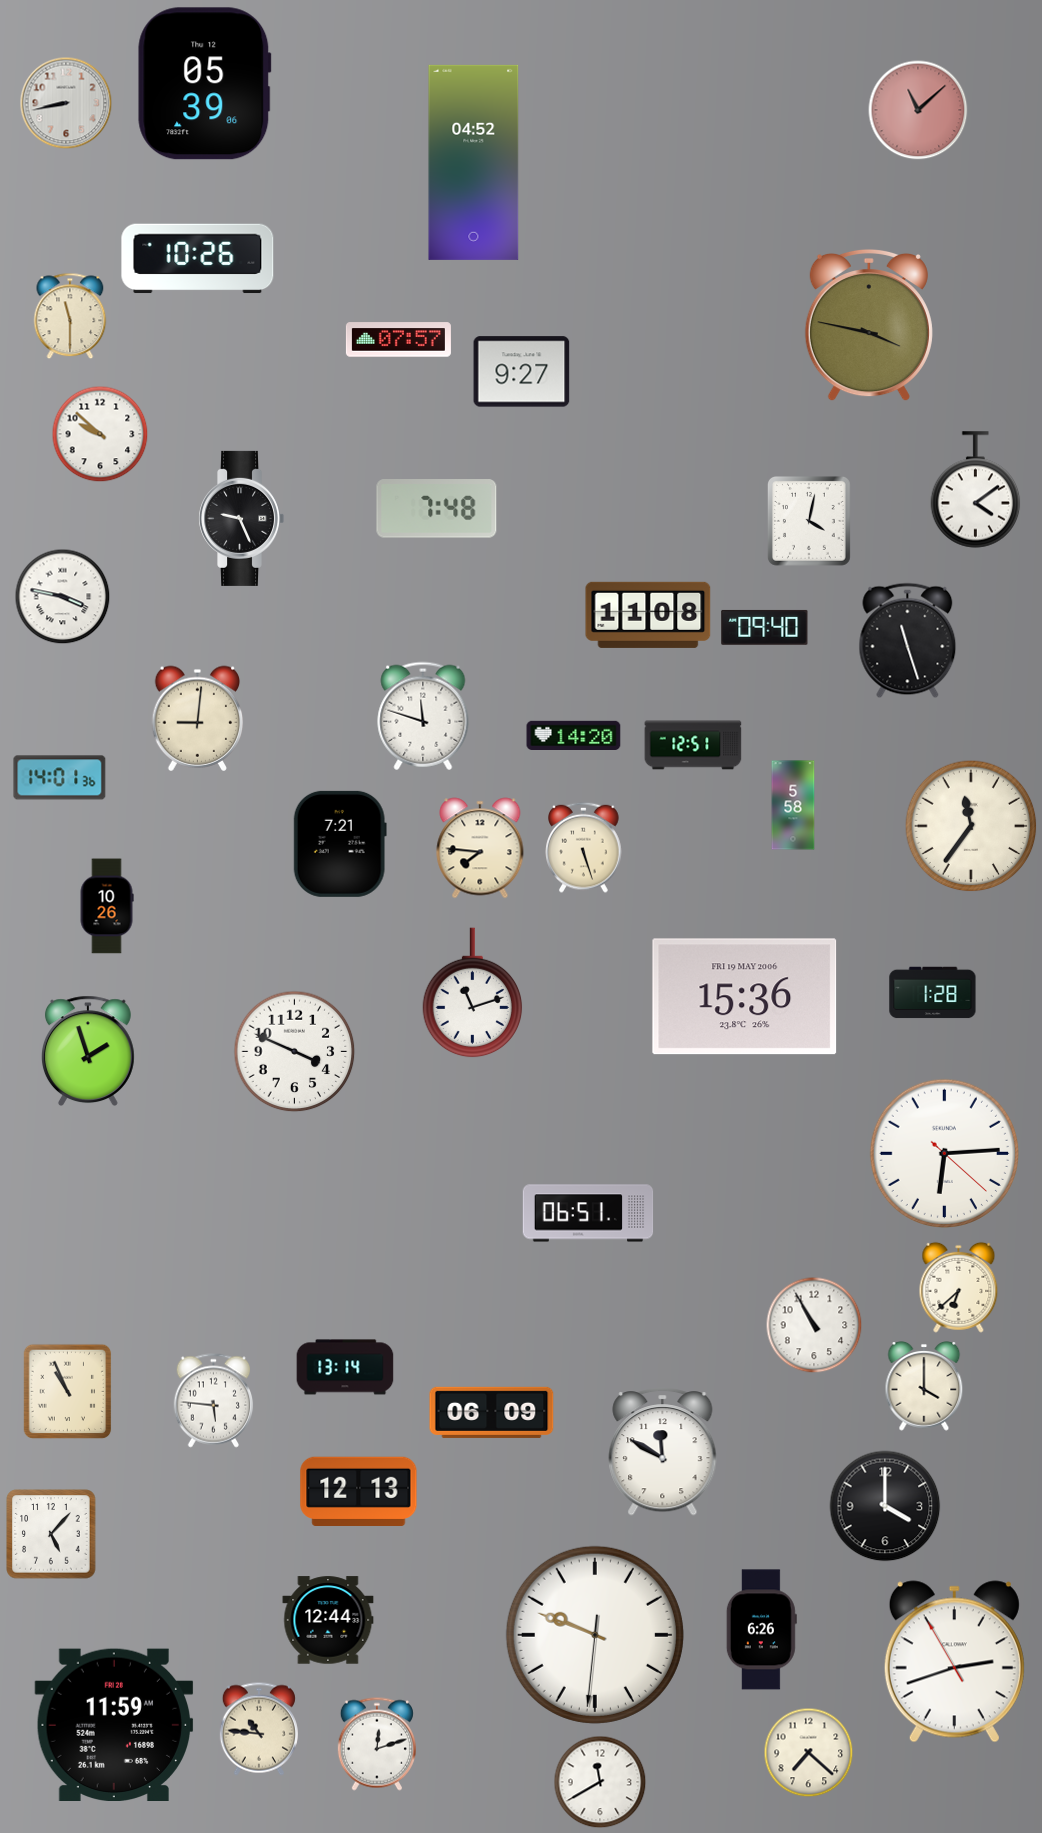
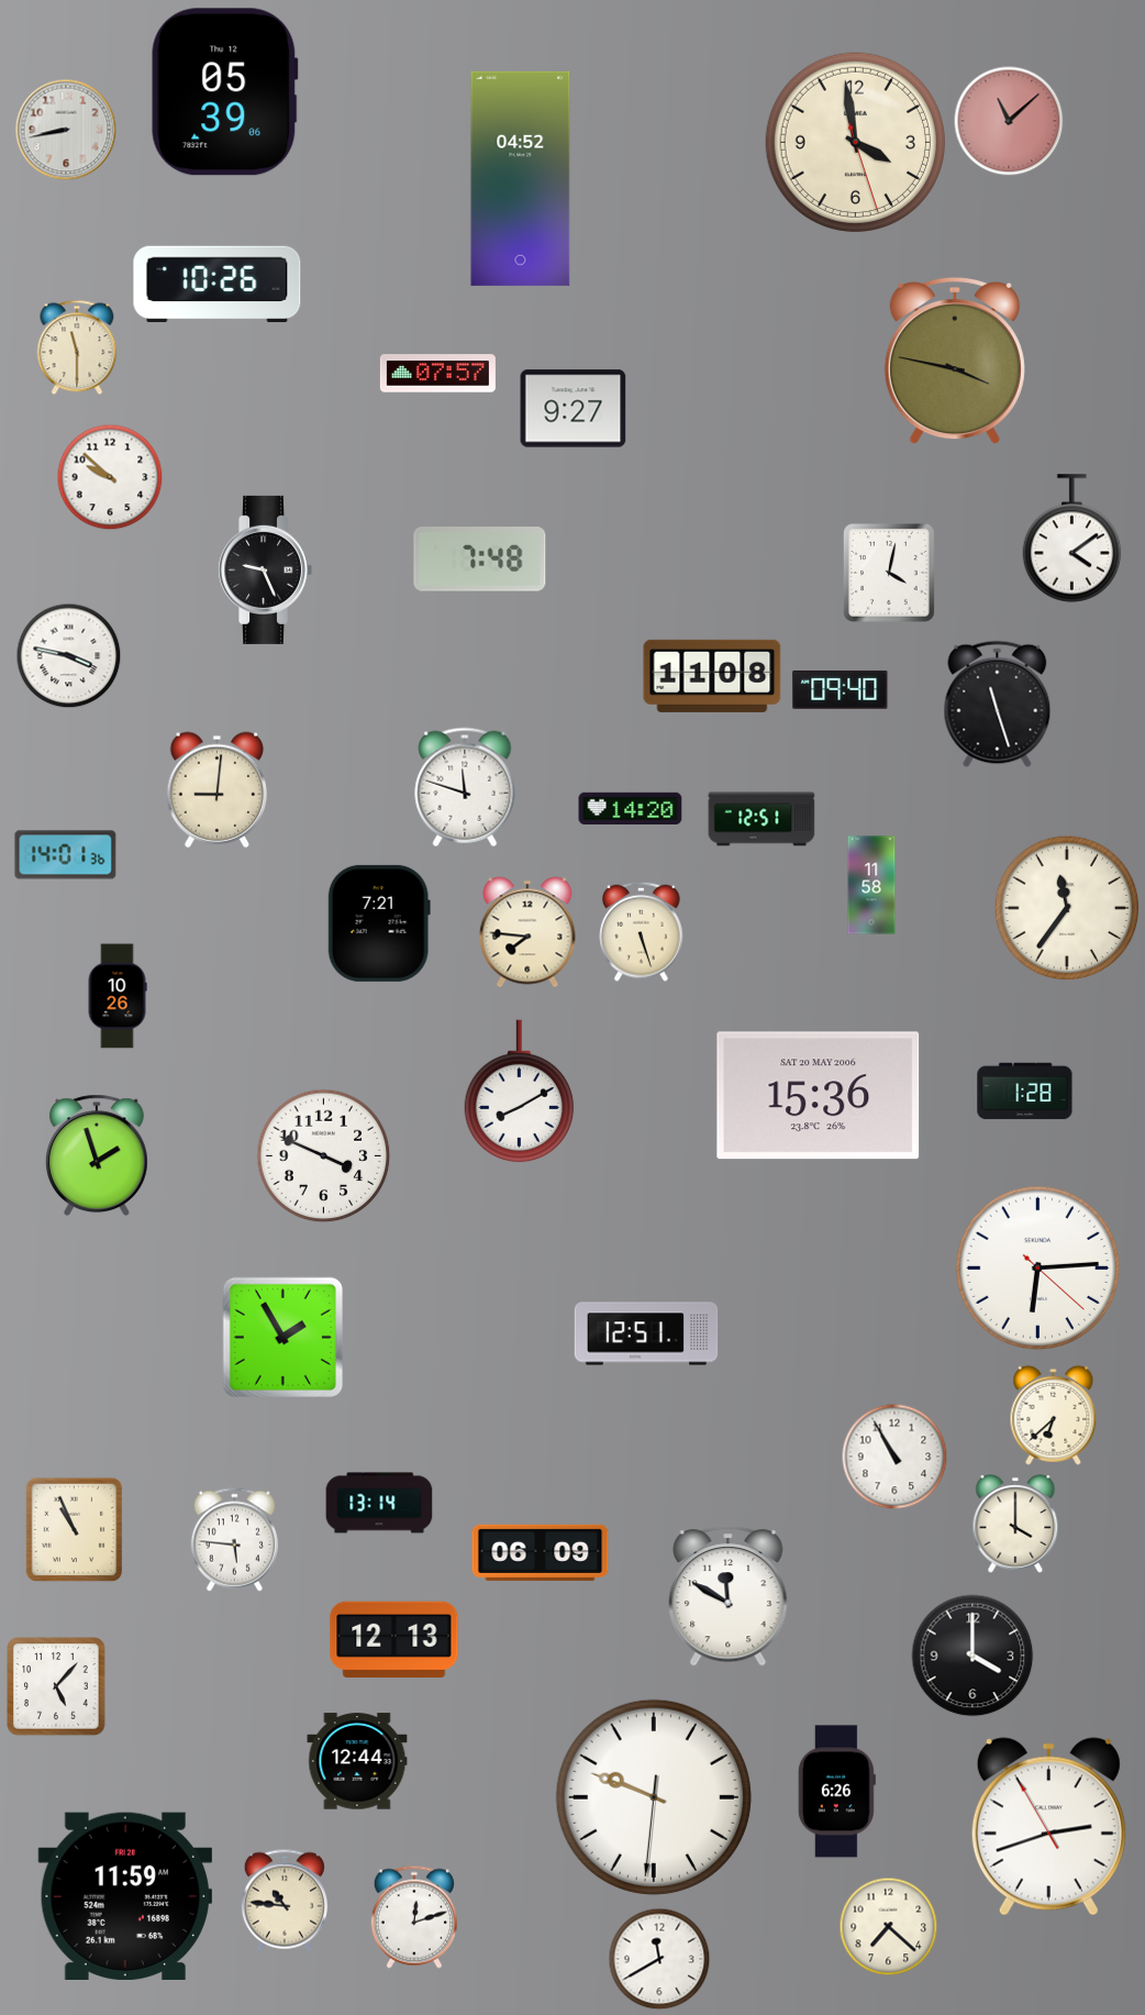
clock at (66, 103) position: (66, 103) -> (66, 130)
clock at (855, 142): none -> 3:58
clock at (869, 325) position: (869, 325) -> (955, 361)
clock at (793, 805): 5:58 -> 11:58
clock at (340, 844) position: (340, 844) -> (379, 923)
clock at (473, 993): 11:12 -> 8:10
clock at (745, 997) date: FRI 19 MAY 2006 -> SAT 20 MAY 2006
clock at (588, 1213): 06:51 -> 12:51
clock at (282, 1337): none -> 1:55
clock at (328, 1620) position: (328, 1620) -> (357, 1761)
